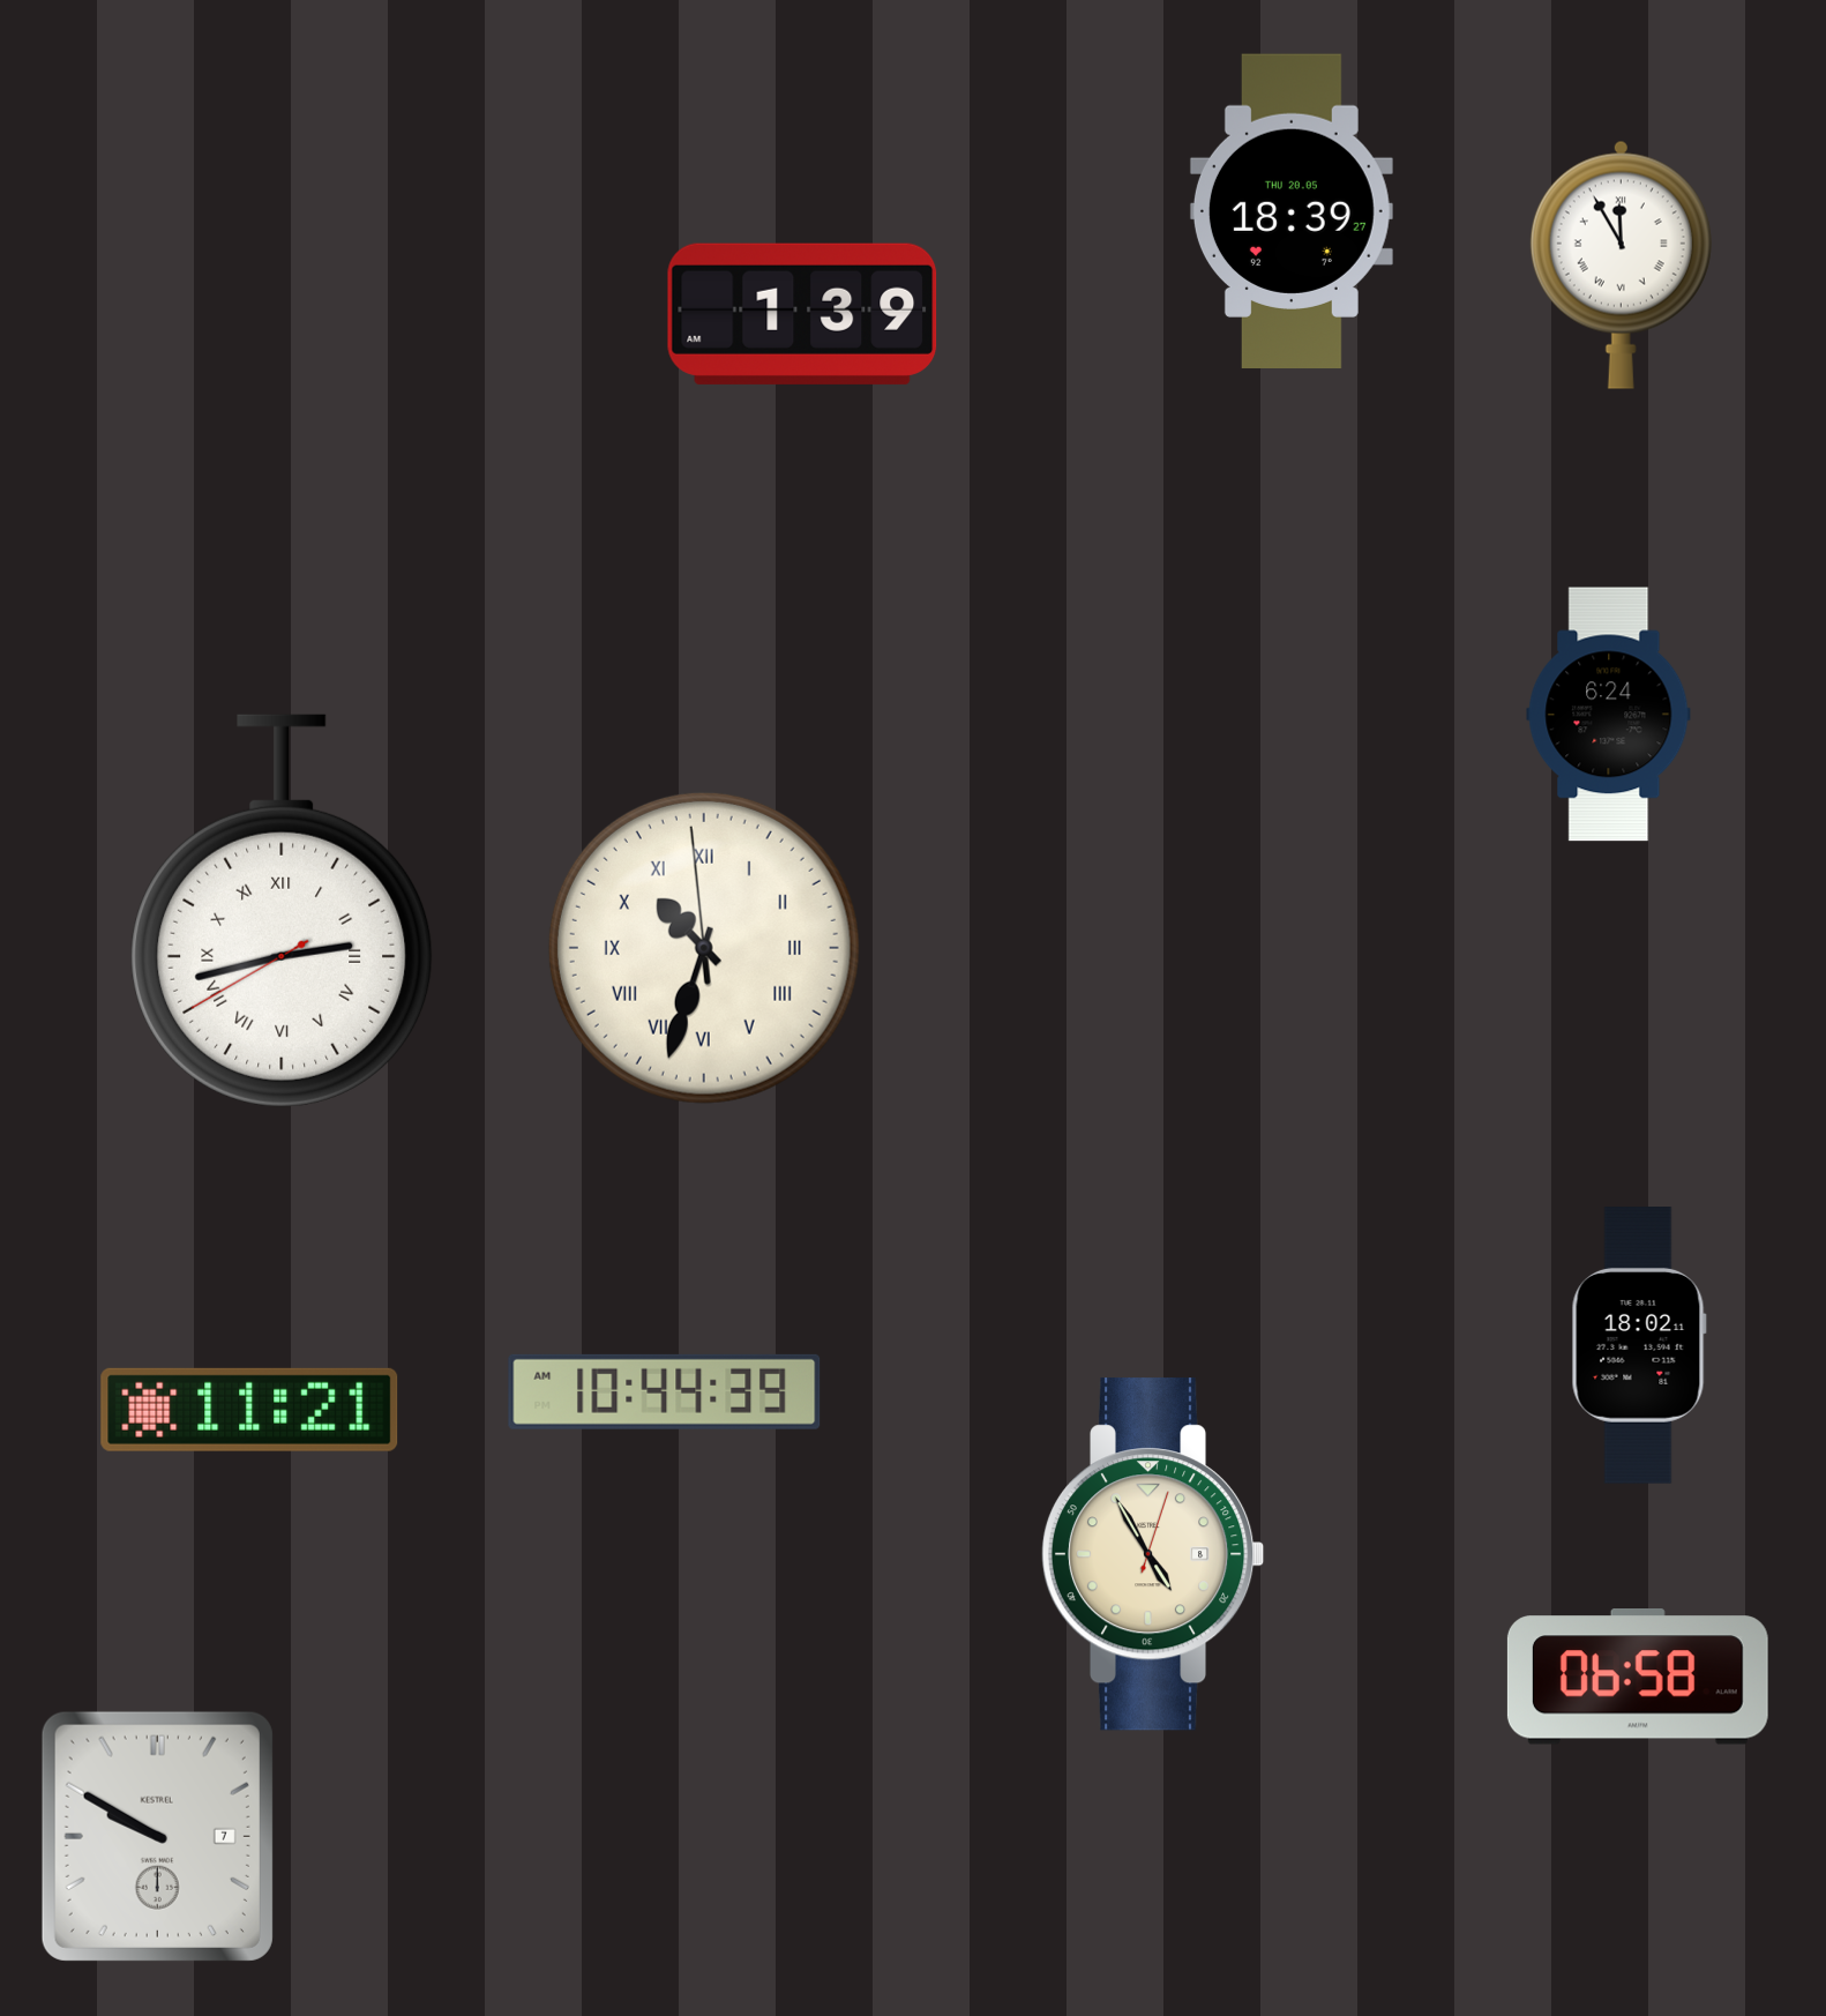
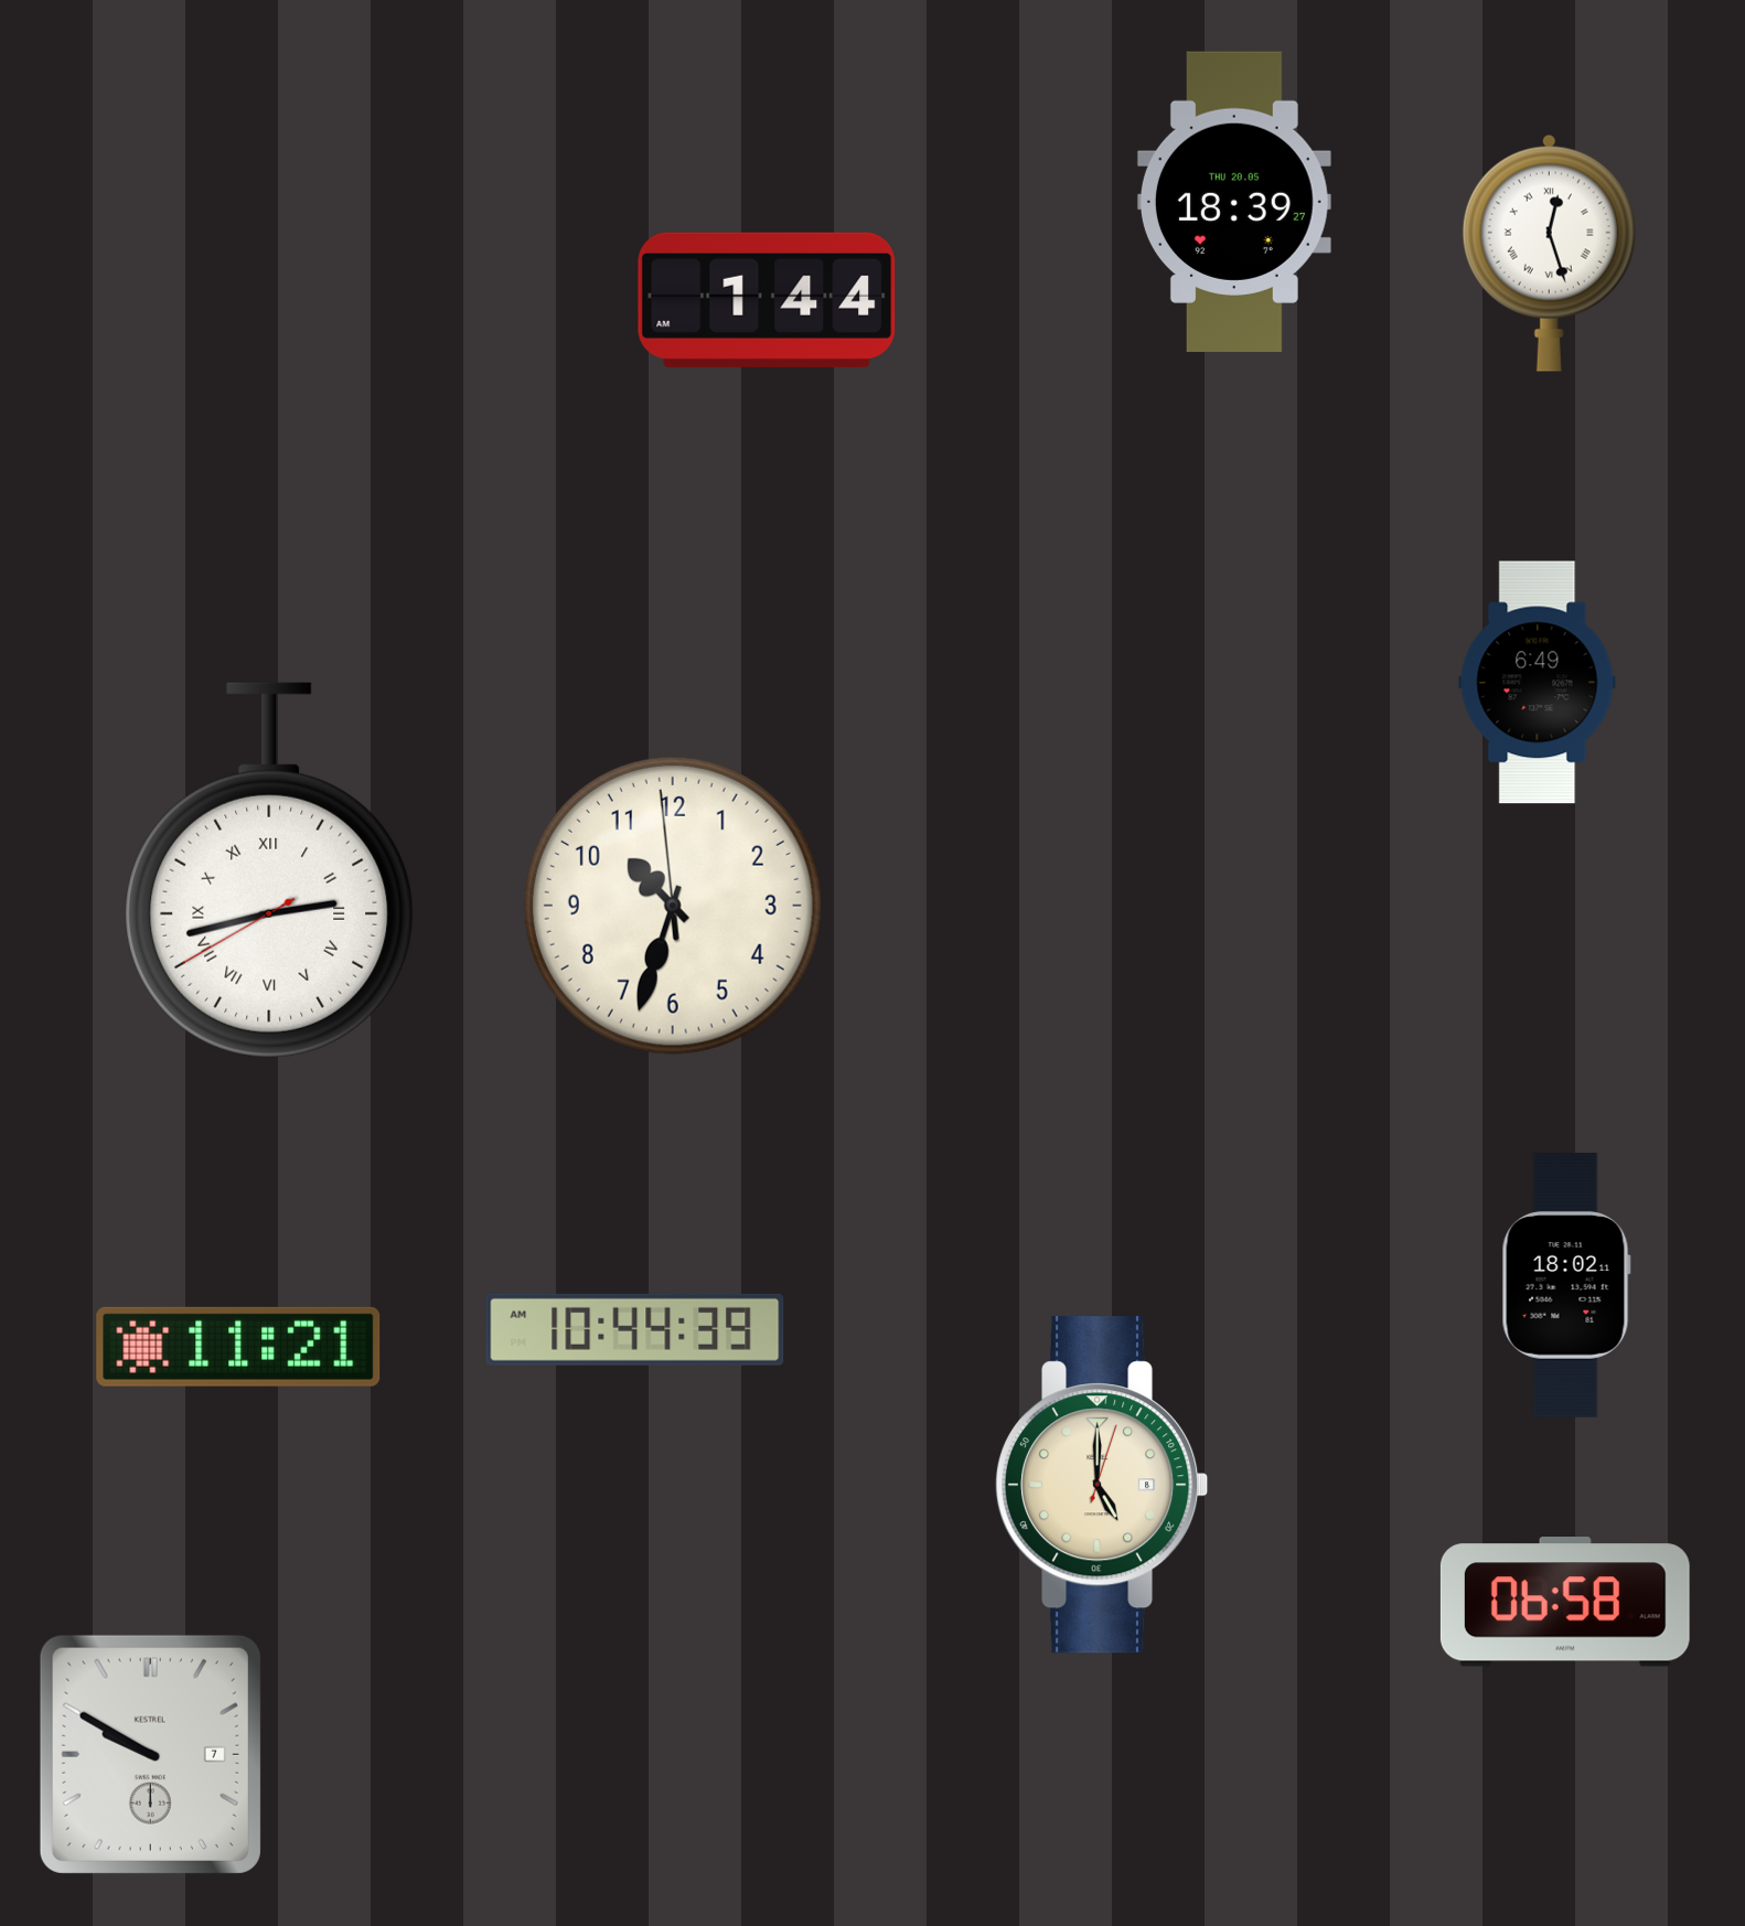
clock at (1621, 264): 11:55 -> 12:27
clock at (802, 314): 1:39 -> 1:44
clock at (1609, 715): 6:24 -> 6:49
clock at (704, 948) numerals: Roman -> Arabic
clock at (1153, 1554): 4:55 -> 5:00
